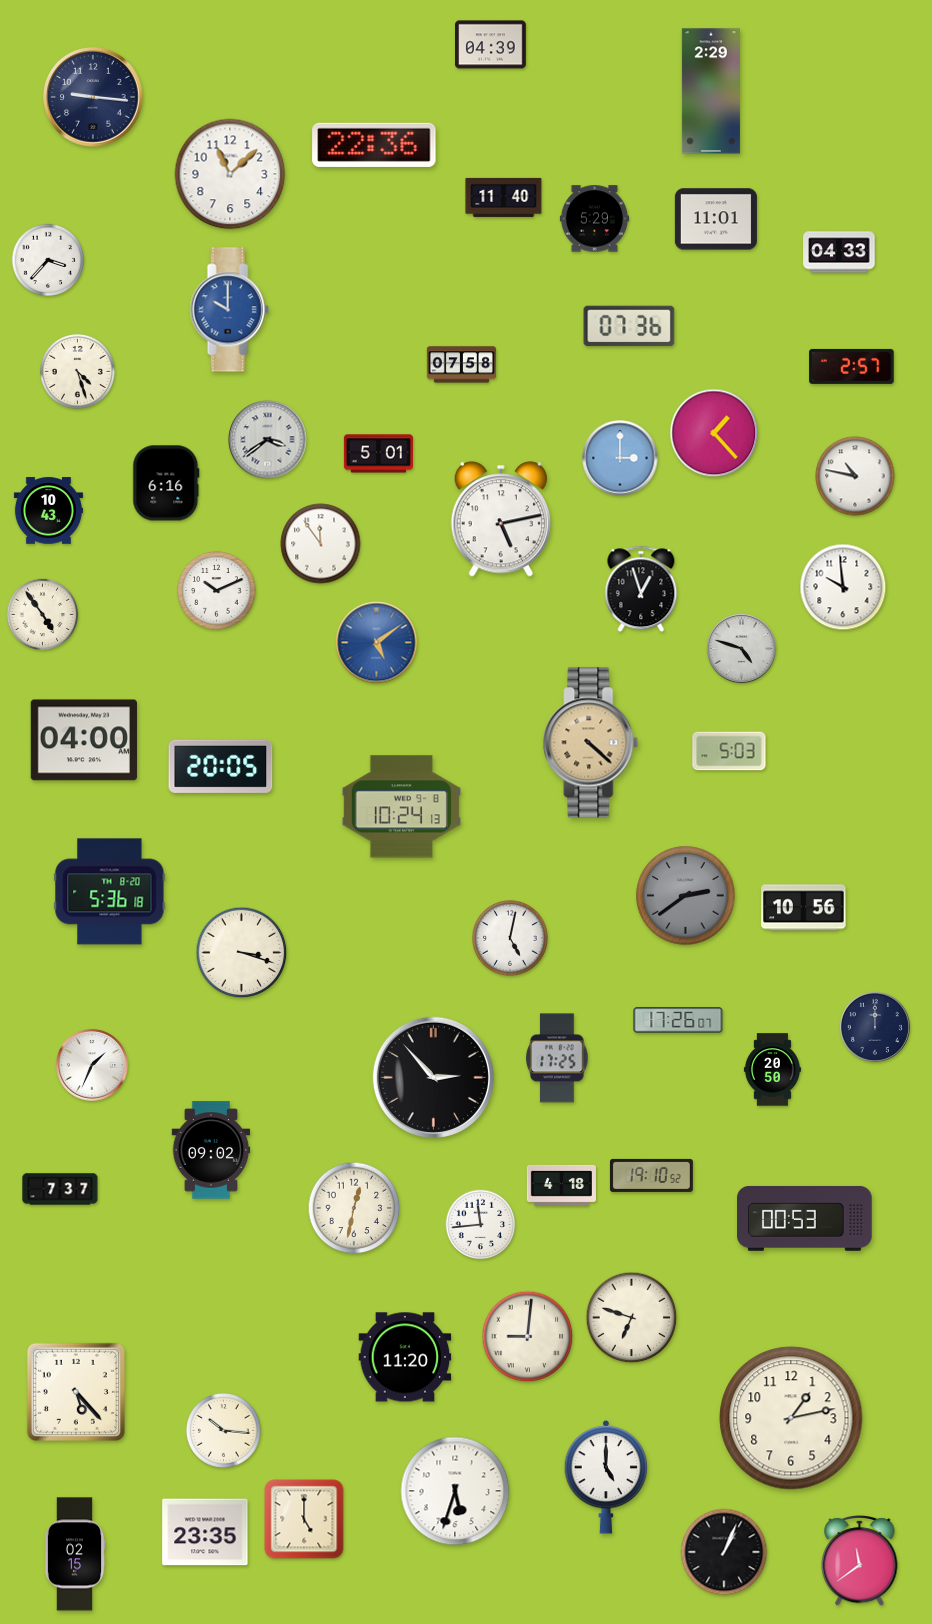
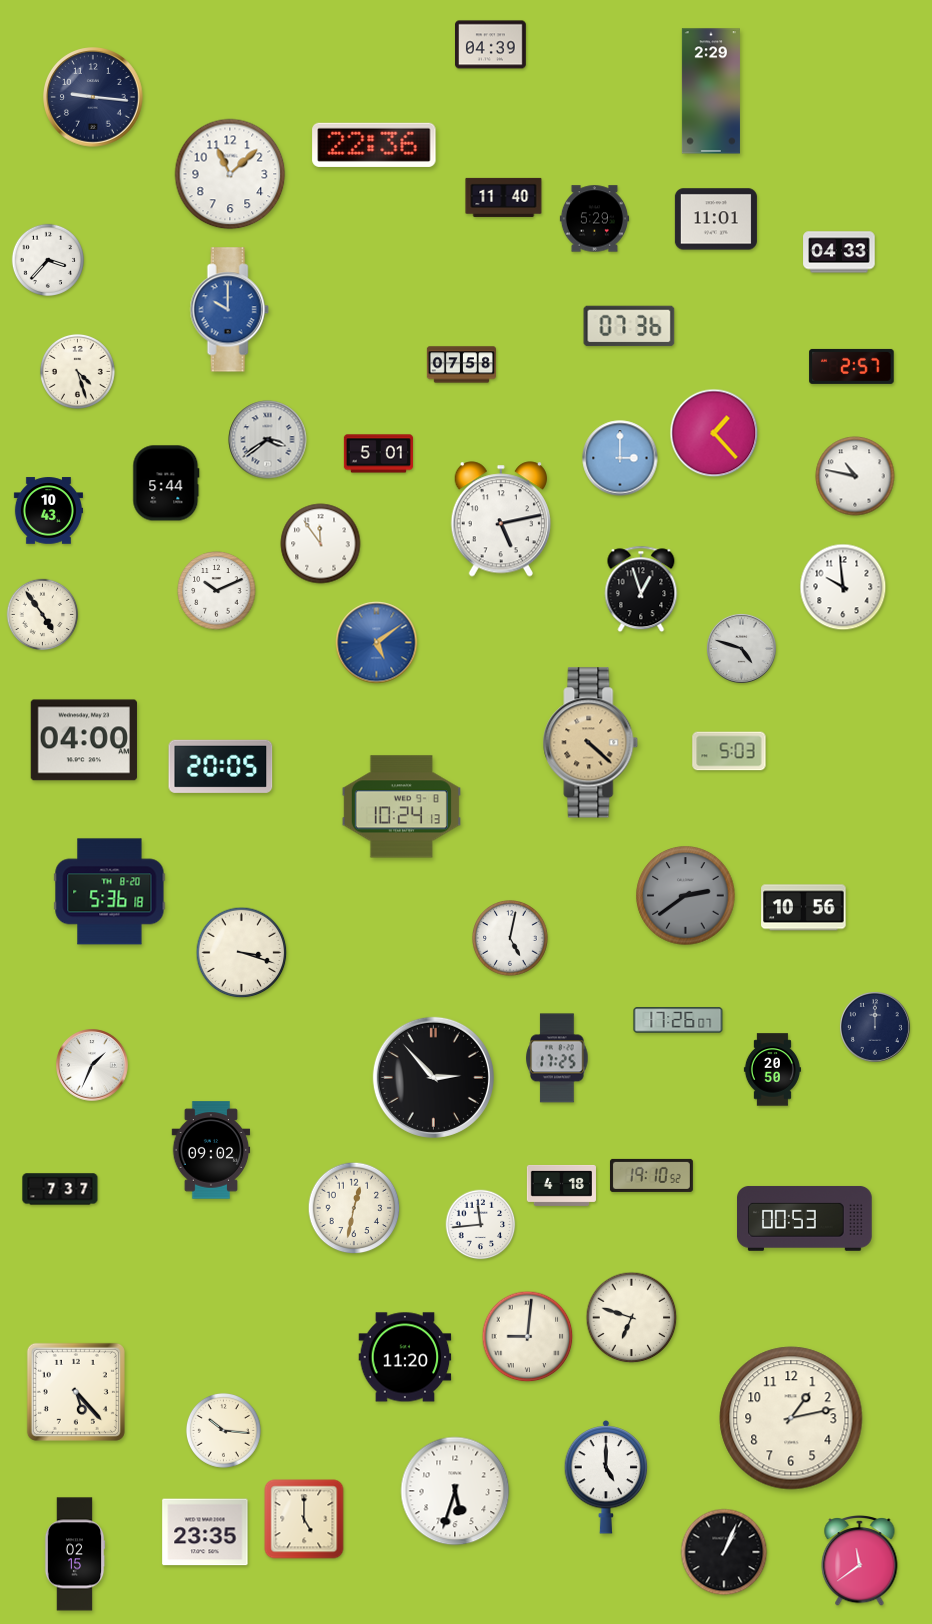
clock at (166, 483): 6:16 -> 5:44
